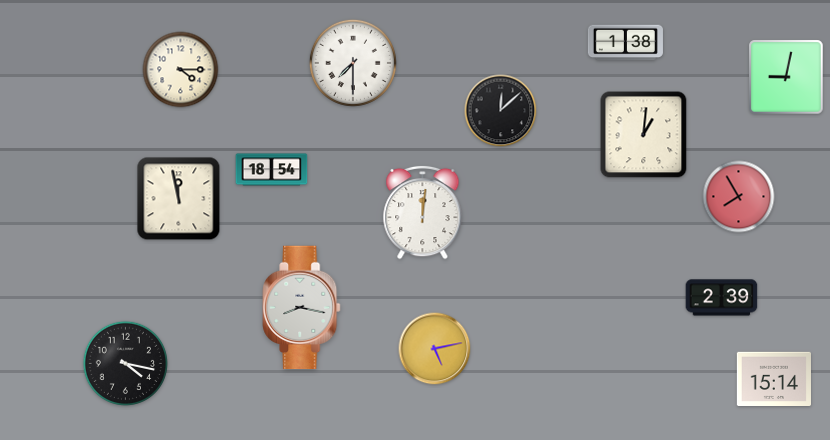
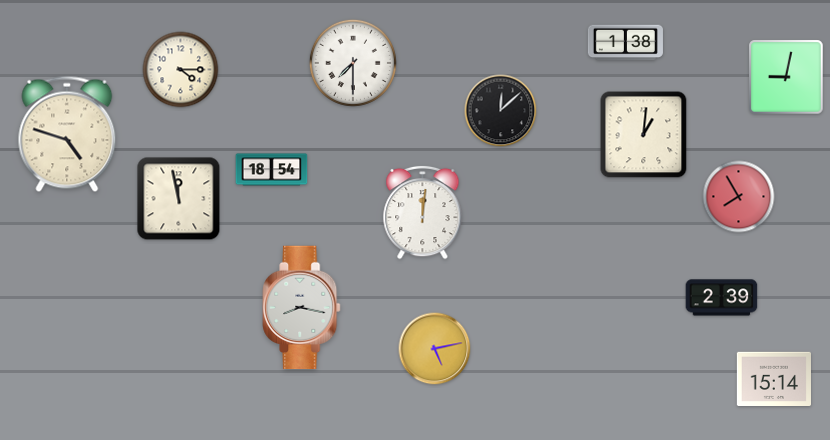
clock at (67, 134): none -> 4:48
clock at (126, 364): 4:17 -> none
